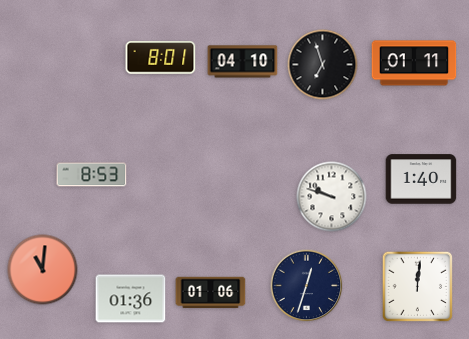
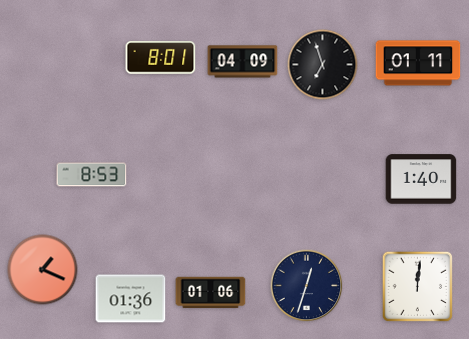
clock at (243, 62): 04:10 -> 04:09
clock at (414, 63) position: (414, 63) -> (418, 63)
clock at (332, 197): 9:48 -> none
clock at (43, 270): 11:01 -> 1:19
